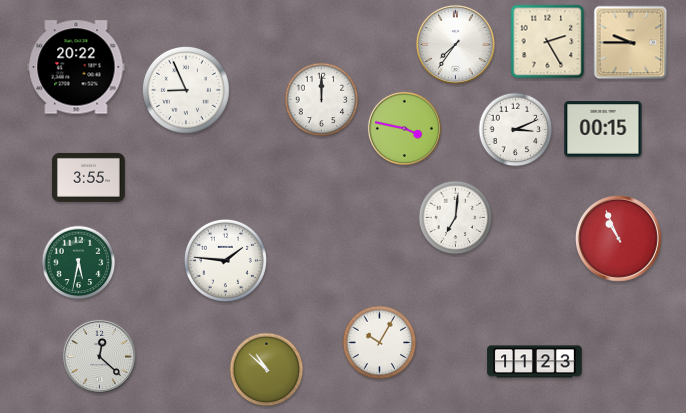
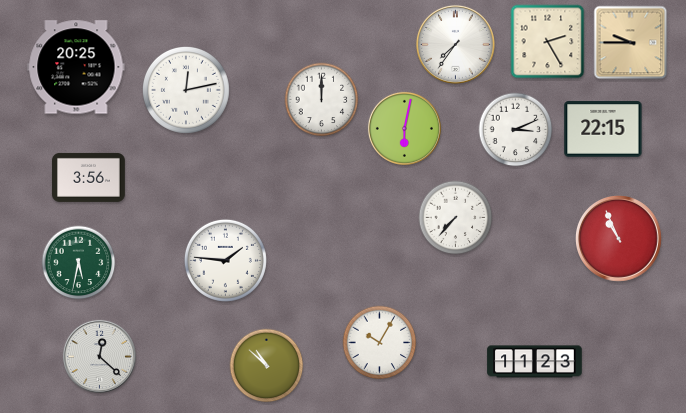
clock at (76, 67): 20:22 -> 20:25
clock at (186, 90): 8:56 -> 12:13
clock at (404, 128): 3:47 -> 6:02
clock at (603, 129): 00:15 -> 22:15
clock at (89, 177): 3:55 -> 3:56
clock at (456, 218): 7:01 -> 7:37
clock at (267, 370) position: (267, 370) -> (267, 366)
